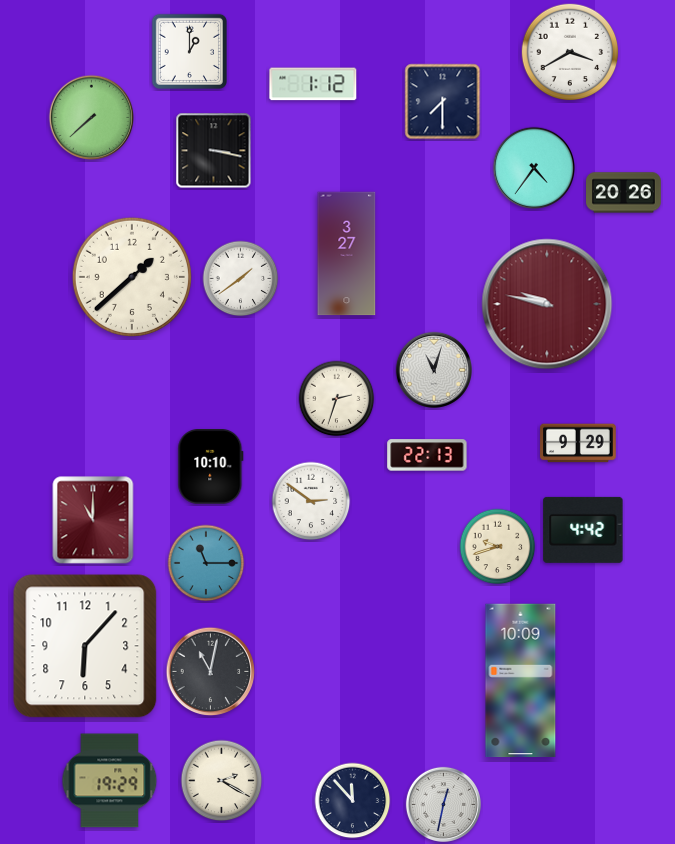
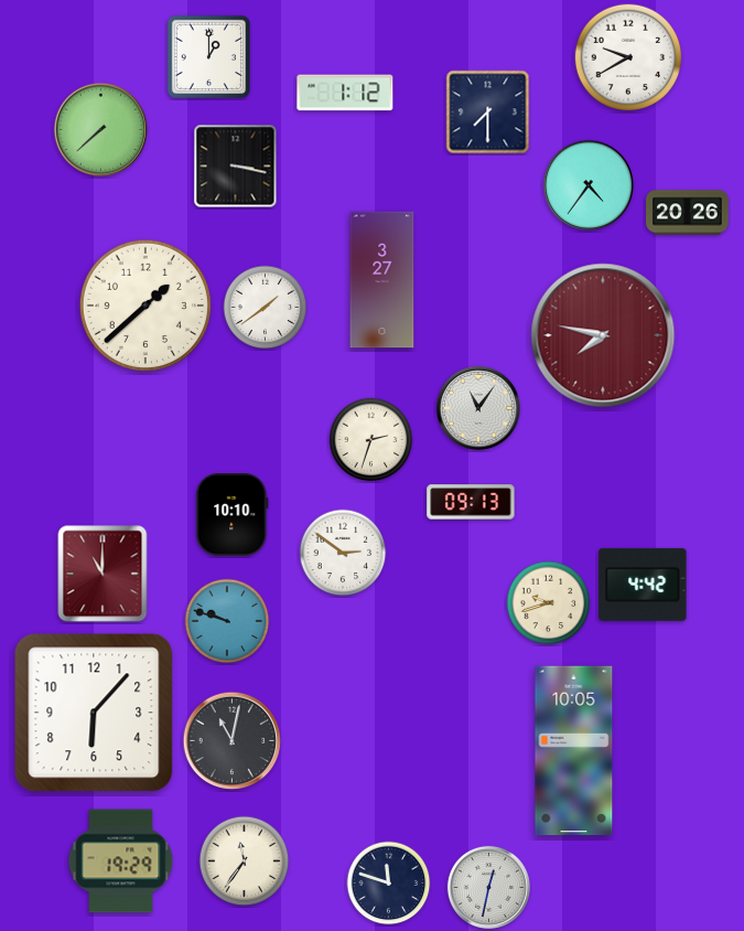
clock at (570, 52): 3:40 -> 9:40
clock at (547, 304): 9:47 -> 7:47
clock at (434, 370): 11:03 -> 11:06
clock at (578, 443): 9:29 -> none
clock at (427, 455): 22:13 -> 09:13
clock at (206, 563): 11:15 -> 9:48
clock at (521, 681): 10:09 -> 10:05
clock at (222, 781): 2:20 -> 11:36
clock at (353, 801): 11:53 -> 11:48
